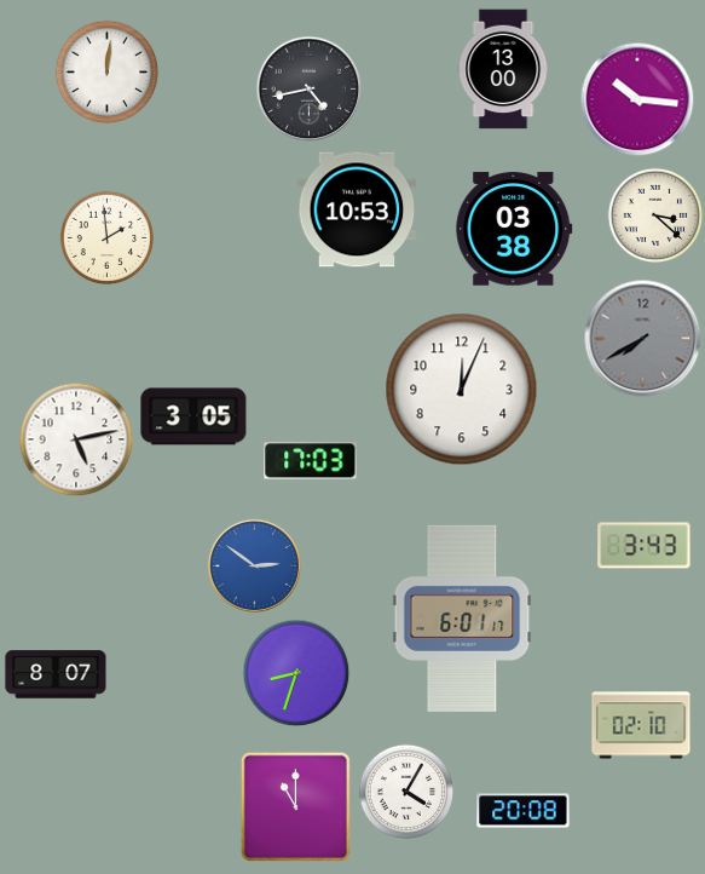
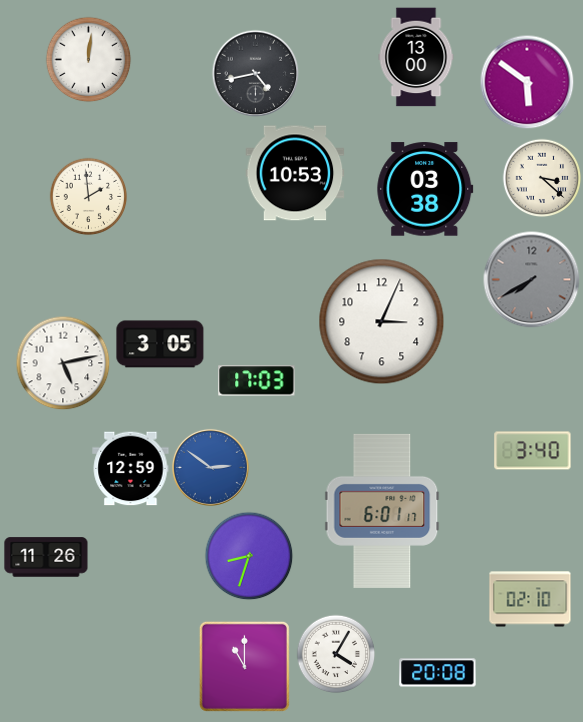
clock at (637, 99): 10:16 -> 5:51
clock at (462, 390): 12:04 -> 3:04
clock at (645, 546): 3:43 -> 3:40
clock at (131, 469): none -> 12:59
clock at (296, 673) position: (296, 673) -> (249, 556)
clock at (56, 674): 8:07 -> 11:26
clock at (524, 811) position: (524, 811) -> (438, 673)
